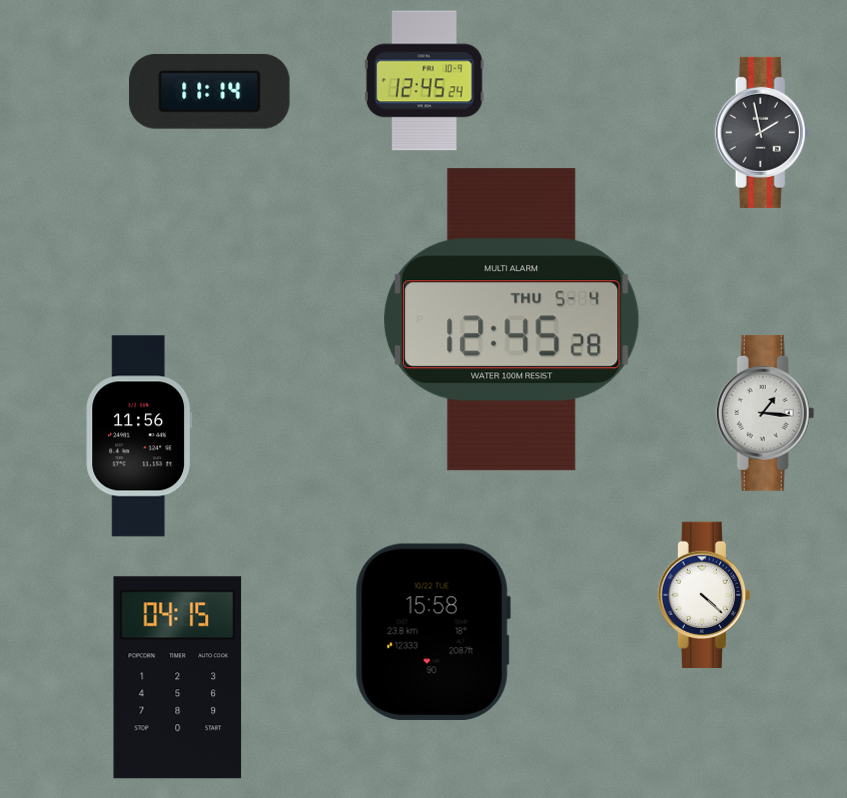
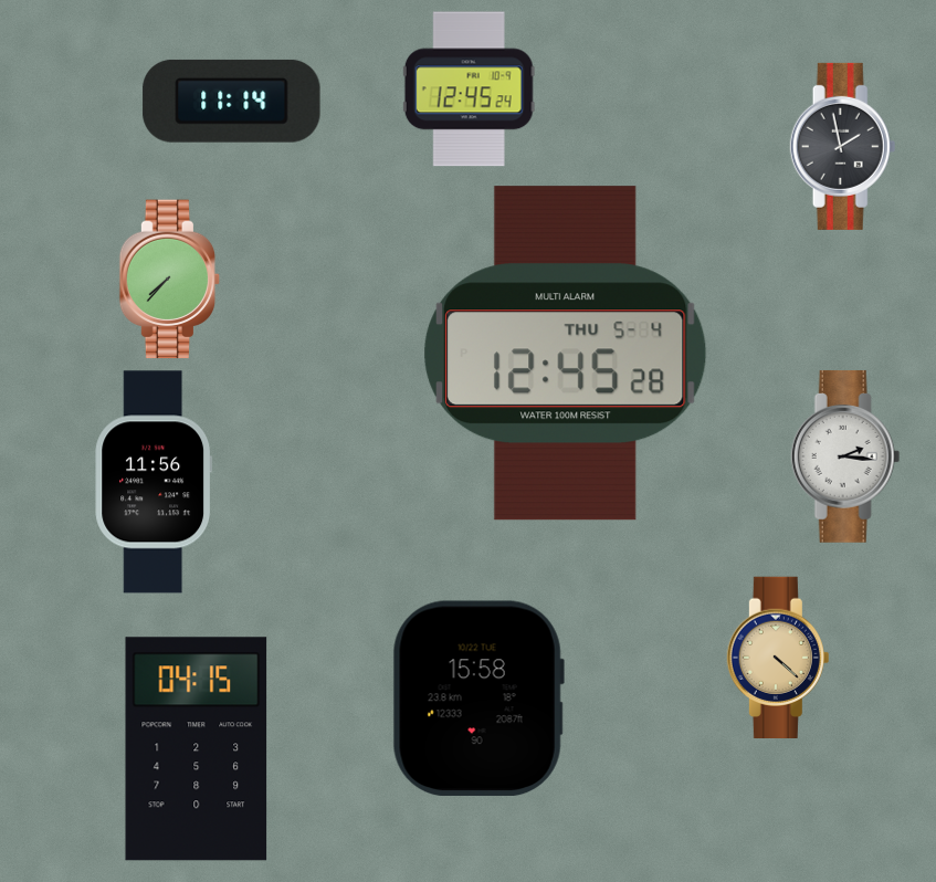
clock at (170, 280): none -> 7:37
clock at (765, 413): 1:16 -> 2:16
clock at (704, 594) dial: white -> champagne
